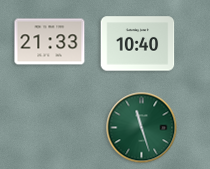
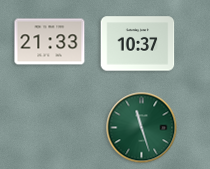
clock at (138, 44): 10:40 -> 10:37
